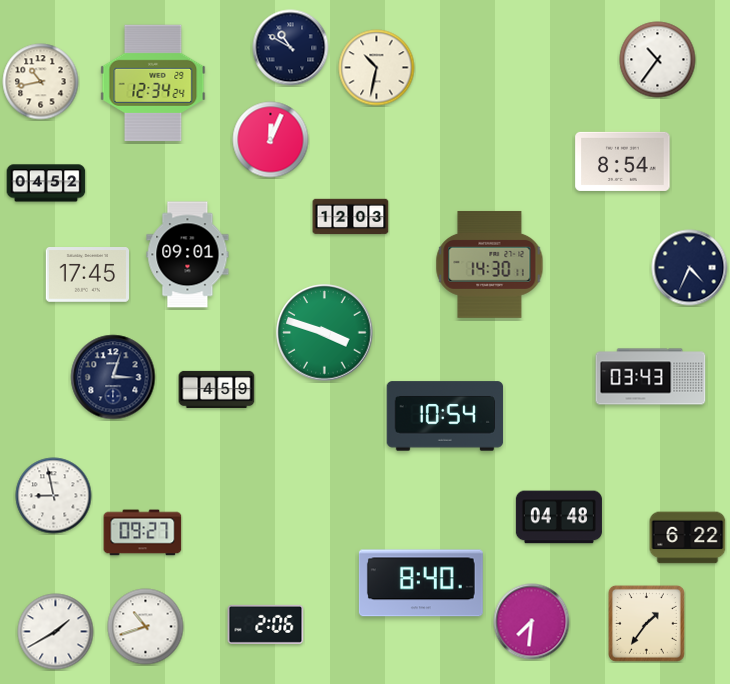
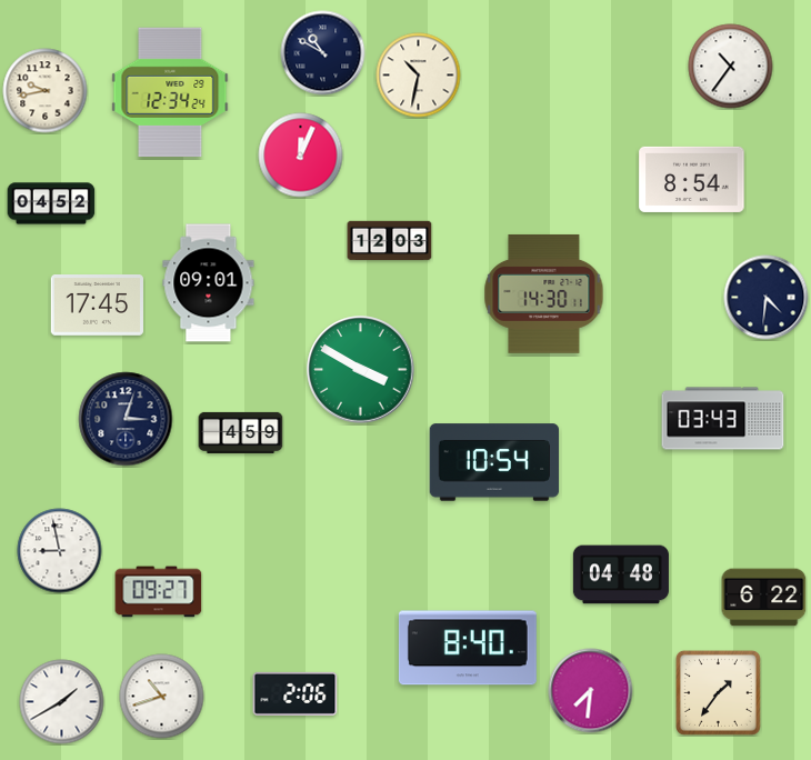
clock at (41, 82): 10:43 -> 9:43
clock at (690, 268): 4:34 -> 4:31
clock at (325, 333): 3:48 -> 3:50
